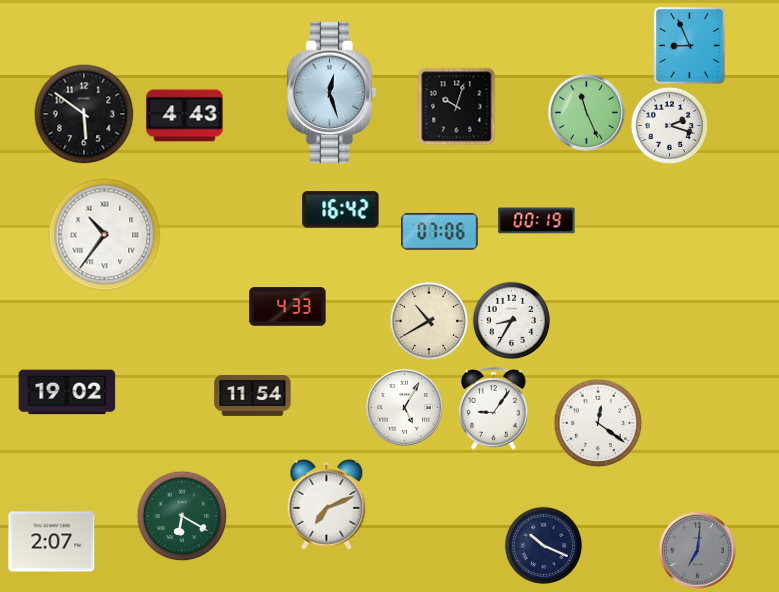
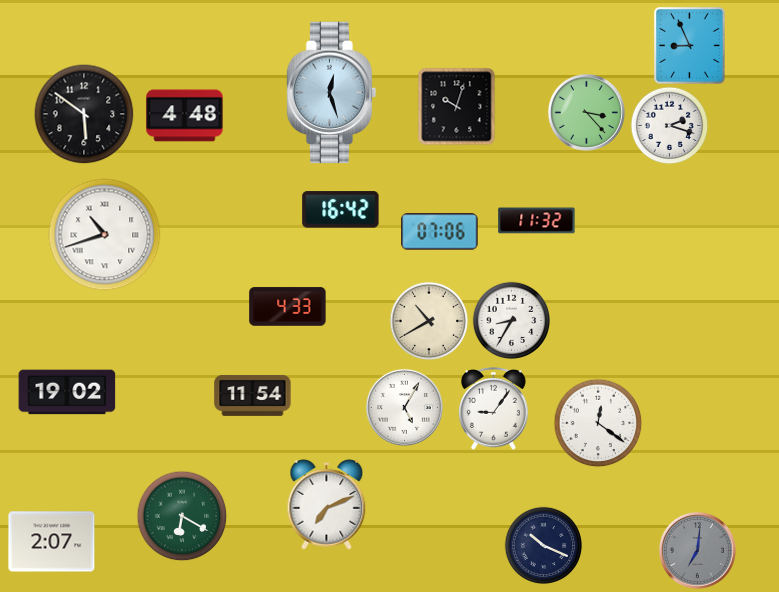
clock at (586, 112): 11:26 -> 3:23
clock at (185, 116): 4:43 -> 4:48
clock at (537, 221): 00:19 -> 11:32
clock at (105, 235): 10:36 -> 10:42
